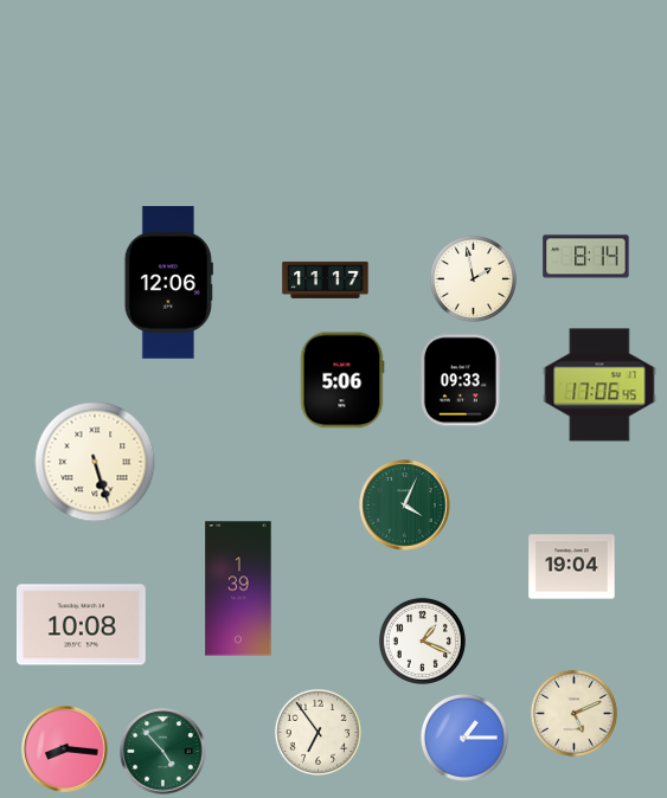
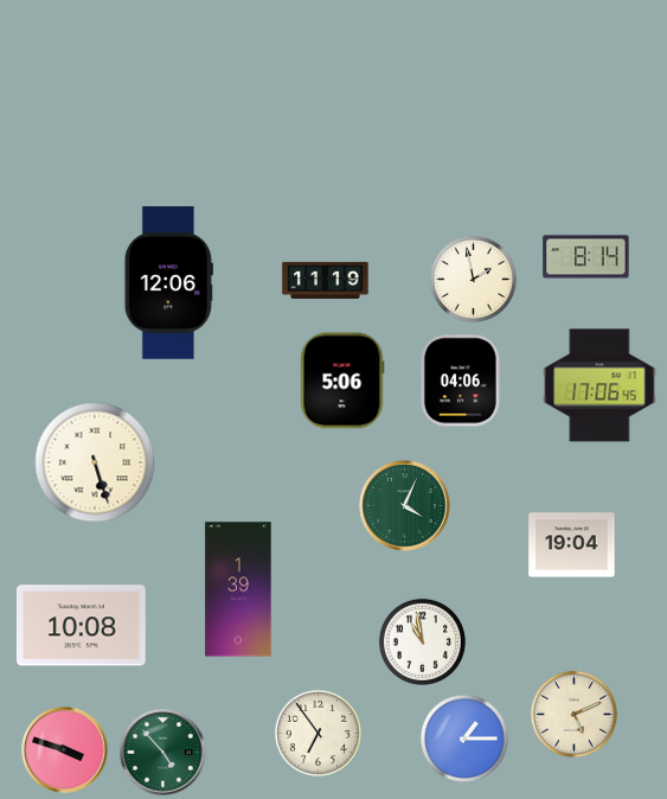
clock at (326, 279): 11:17 -> 11:19
clock at (461, 380): 09:33 -> 04:06
clock at (572, 567) position: (572, 567) -> (572, 545)
clock at (422, 641): 1:19 -> 10:58
clock at (65, 749): 8:16 -> 3:48
